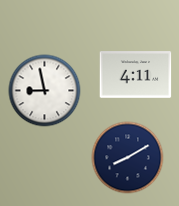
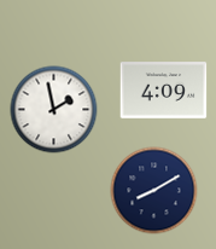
clock at (136, 75): 4:11 -> 4:09
clock at (45, 91): 8:58 -> 1:58
